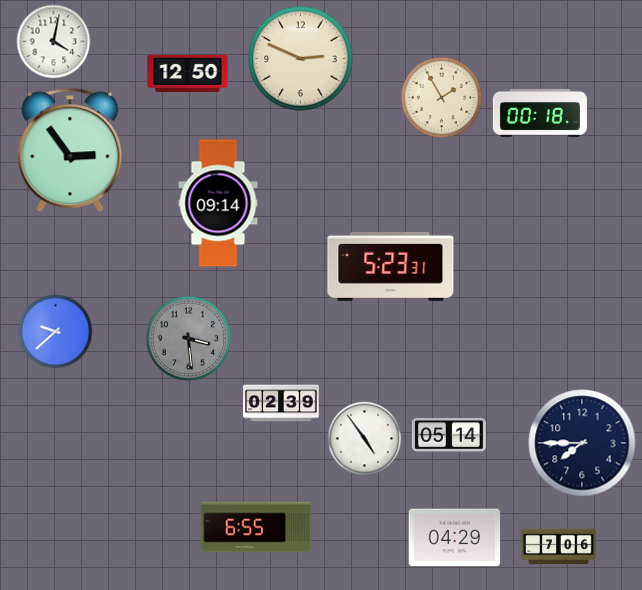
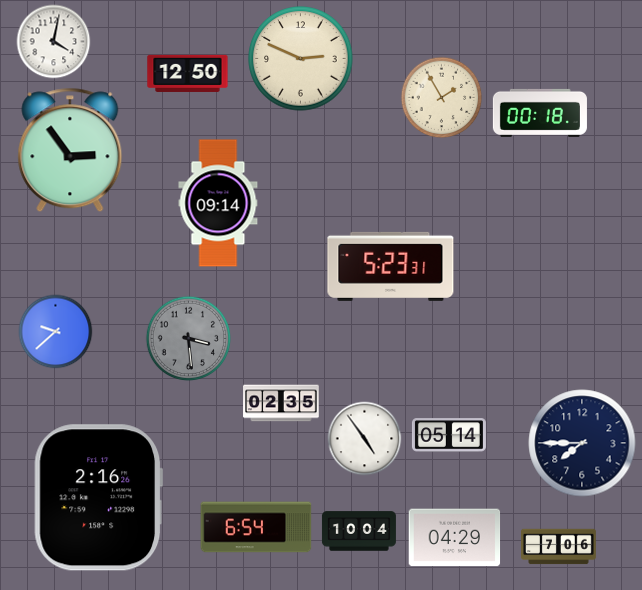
clock at (281, 403): 02:39 -> 02:35
clock at (98, 498): none -> 2:16
clock at (256, 527): 6:55 -> 6:54
clock at (359, 531): none -> 10:04
